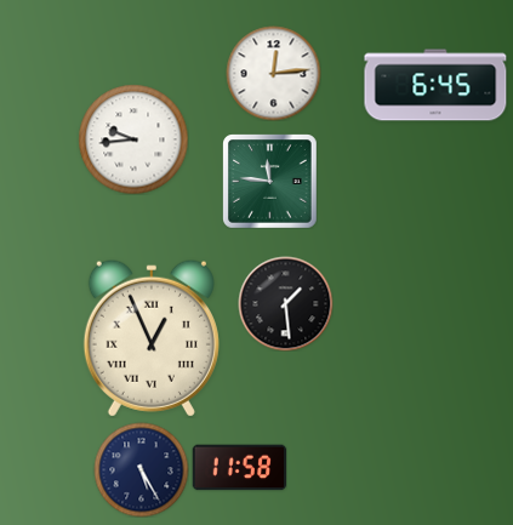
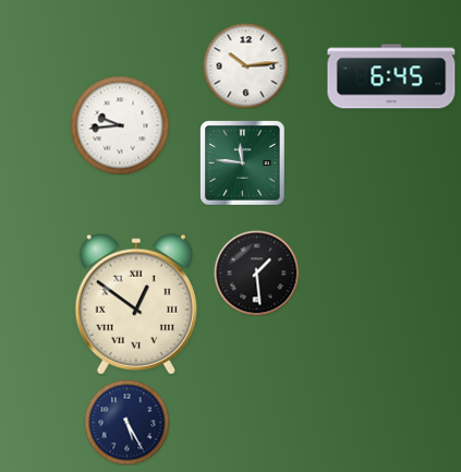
clock at (273, 73): 12:14 -> 10:14
clock at (152, 338): 12:56 -> 12:51
clock at (239, 468): 11:58 -> none
